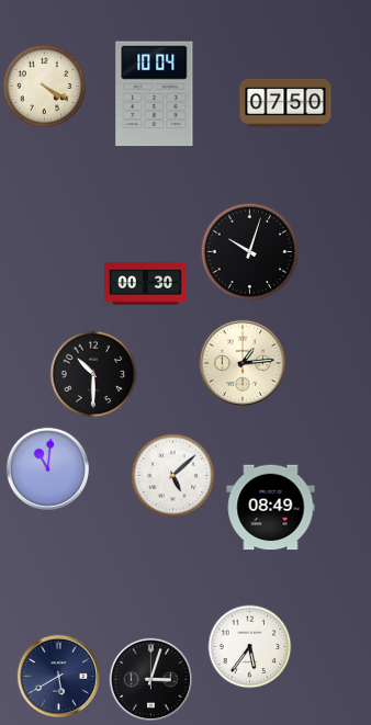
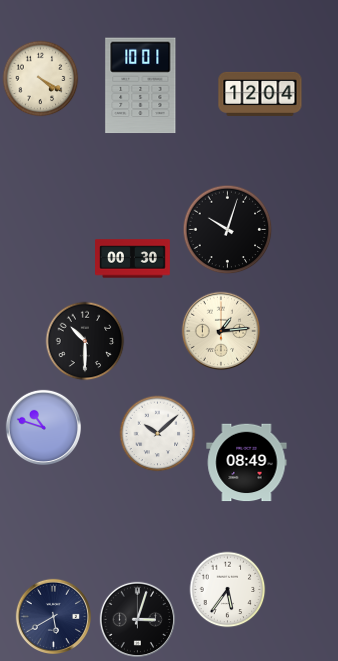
clock at (155, 94): 10:04 -> 10:01
clock at (285, 103): 07:50 -> 12:04
clock at (47, 468): 11:01 -> 10:48
clock at (173, 476): 5:08 -> 10:08
